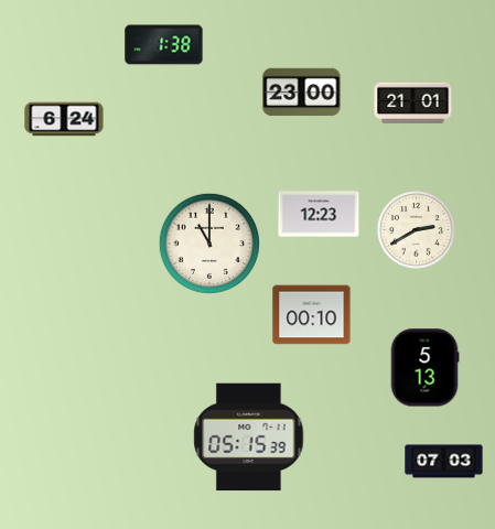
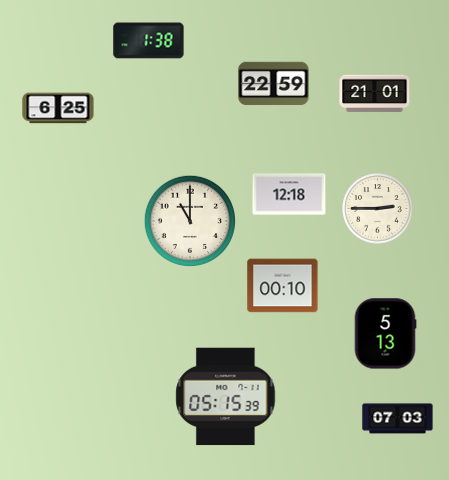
clock at (302, 93): 23:00 -> 22:59
clock at (64, 119): 6:24 -> 6:25
clock at (319, 214): 12:23 -> 12:18
clock at (417, 230): 2:40 -> 2:45
clock at (444, 462) position: (444, 462) -> (398, 419)
